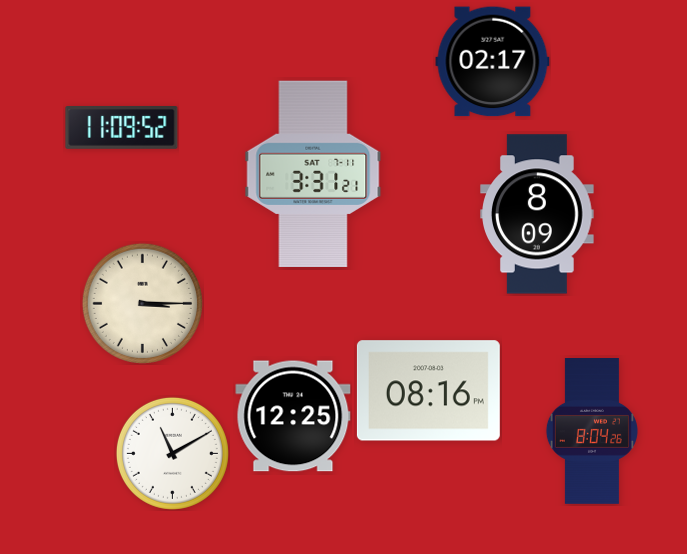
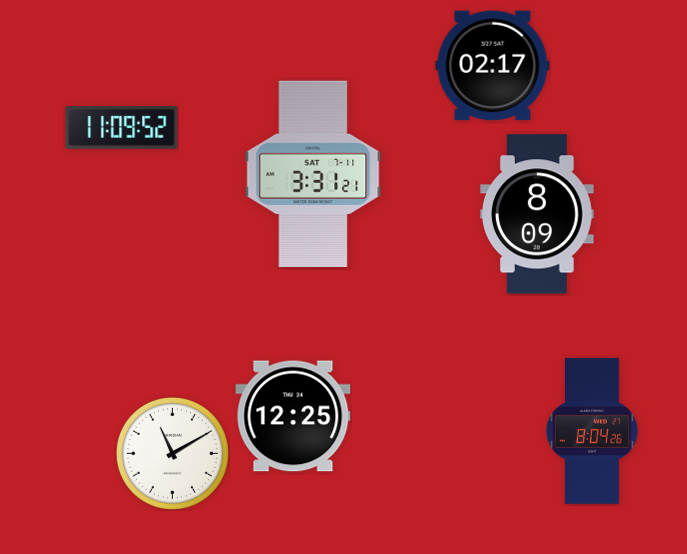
clock at (493, 62) position: (493, 62) -> (493, 66)
clock at (142, 303): 3:15 -> none
clock at (428, 391): 08:16 -> none
